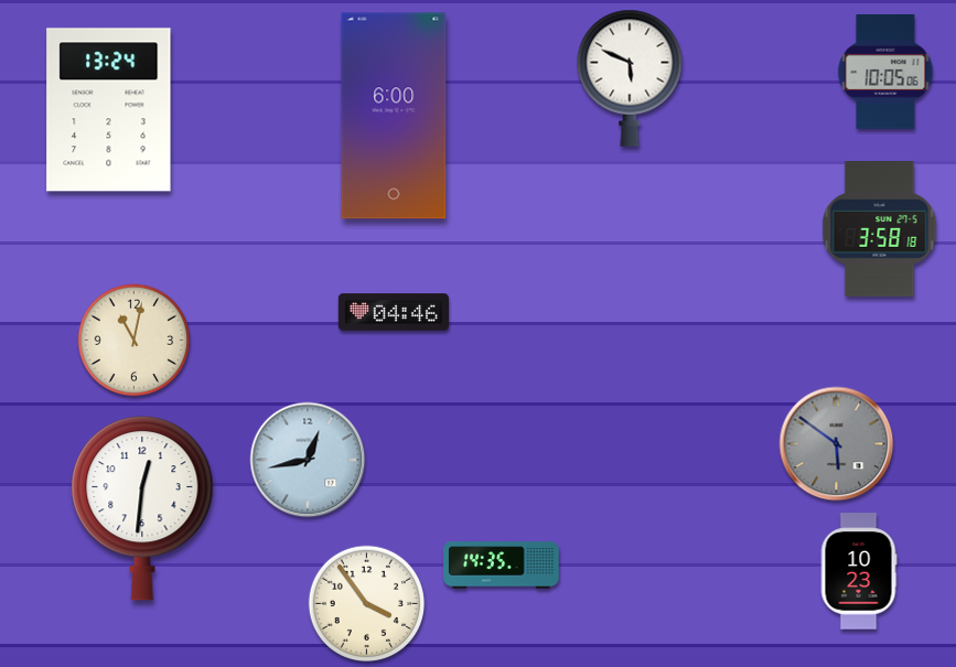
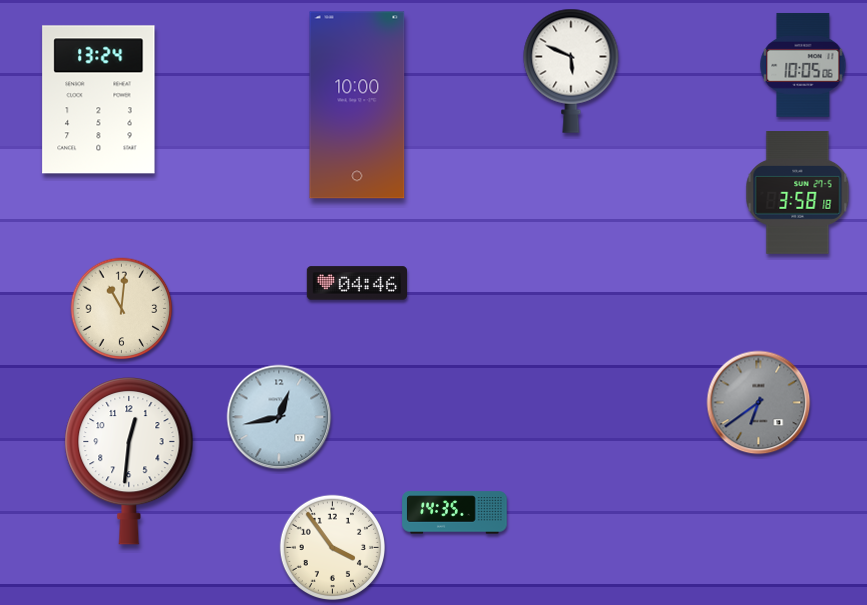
clock at (394, 116): 6:00 -> 10:00
clock at (880, 229) position: (880, 229) -> (798, 193)
clock at (135, 341): 11:02 -> 11:01
clock at (837, 444): 5:51 -> 6:39
clock at (859, 571): 10:23 -> none
